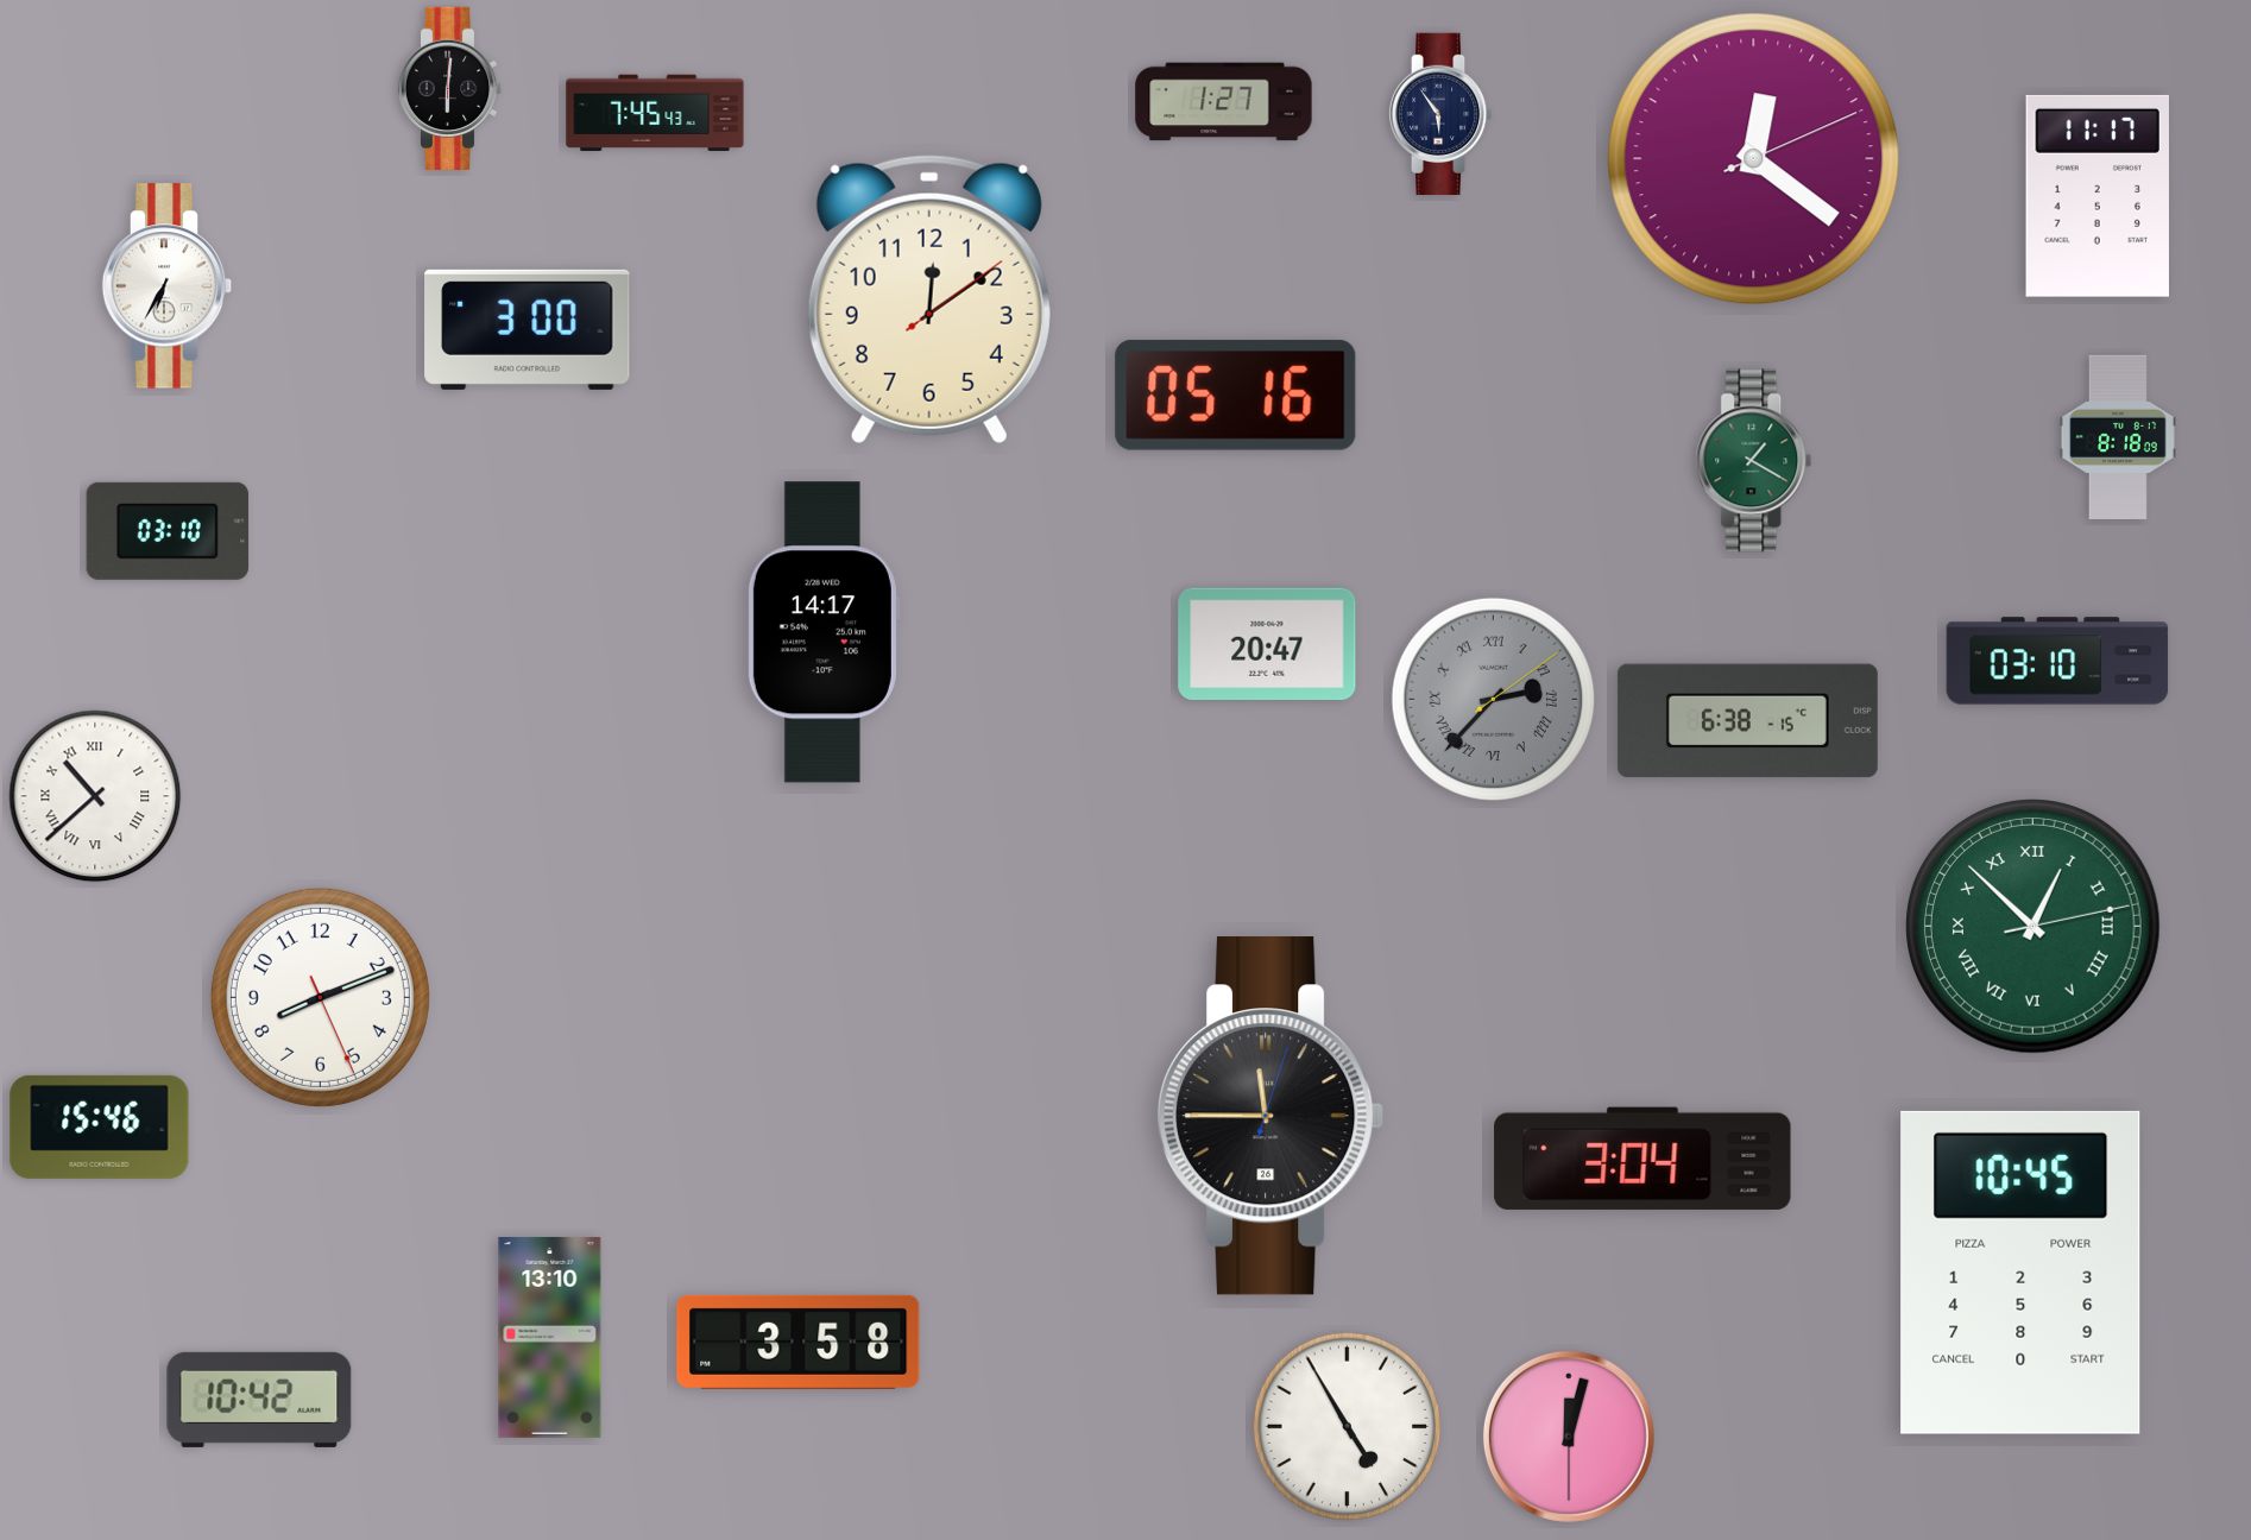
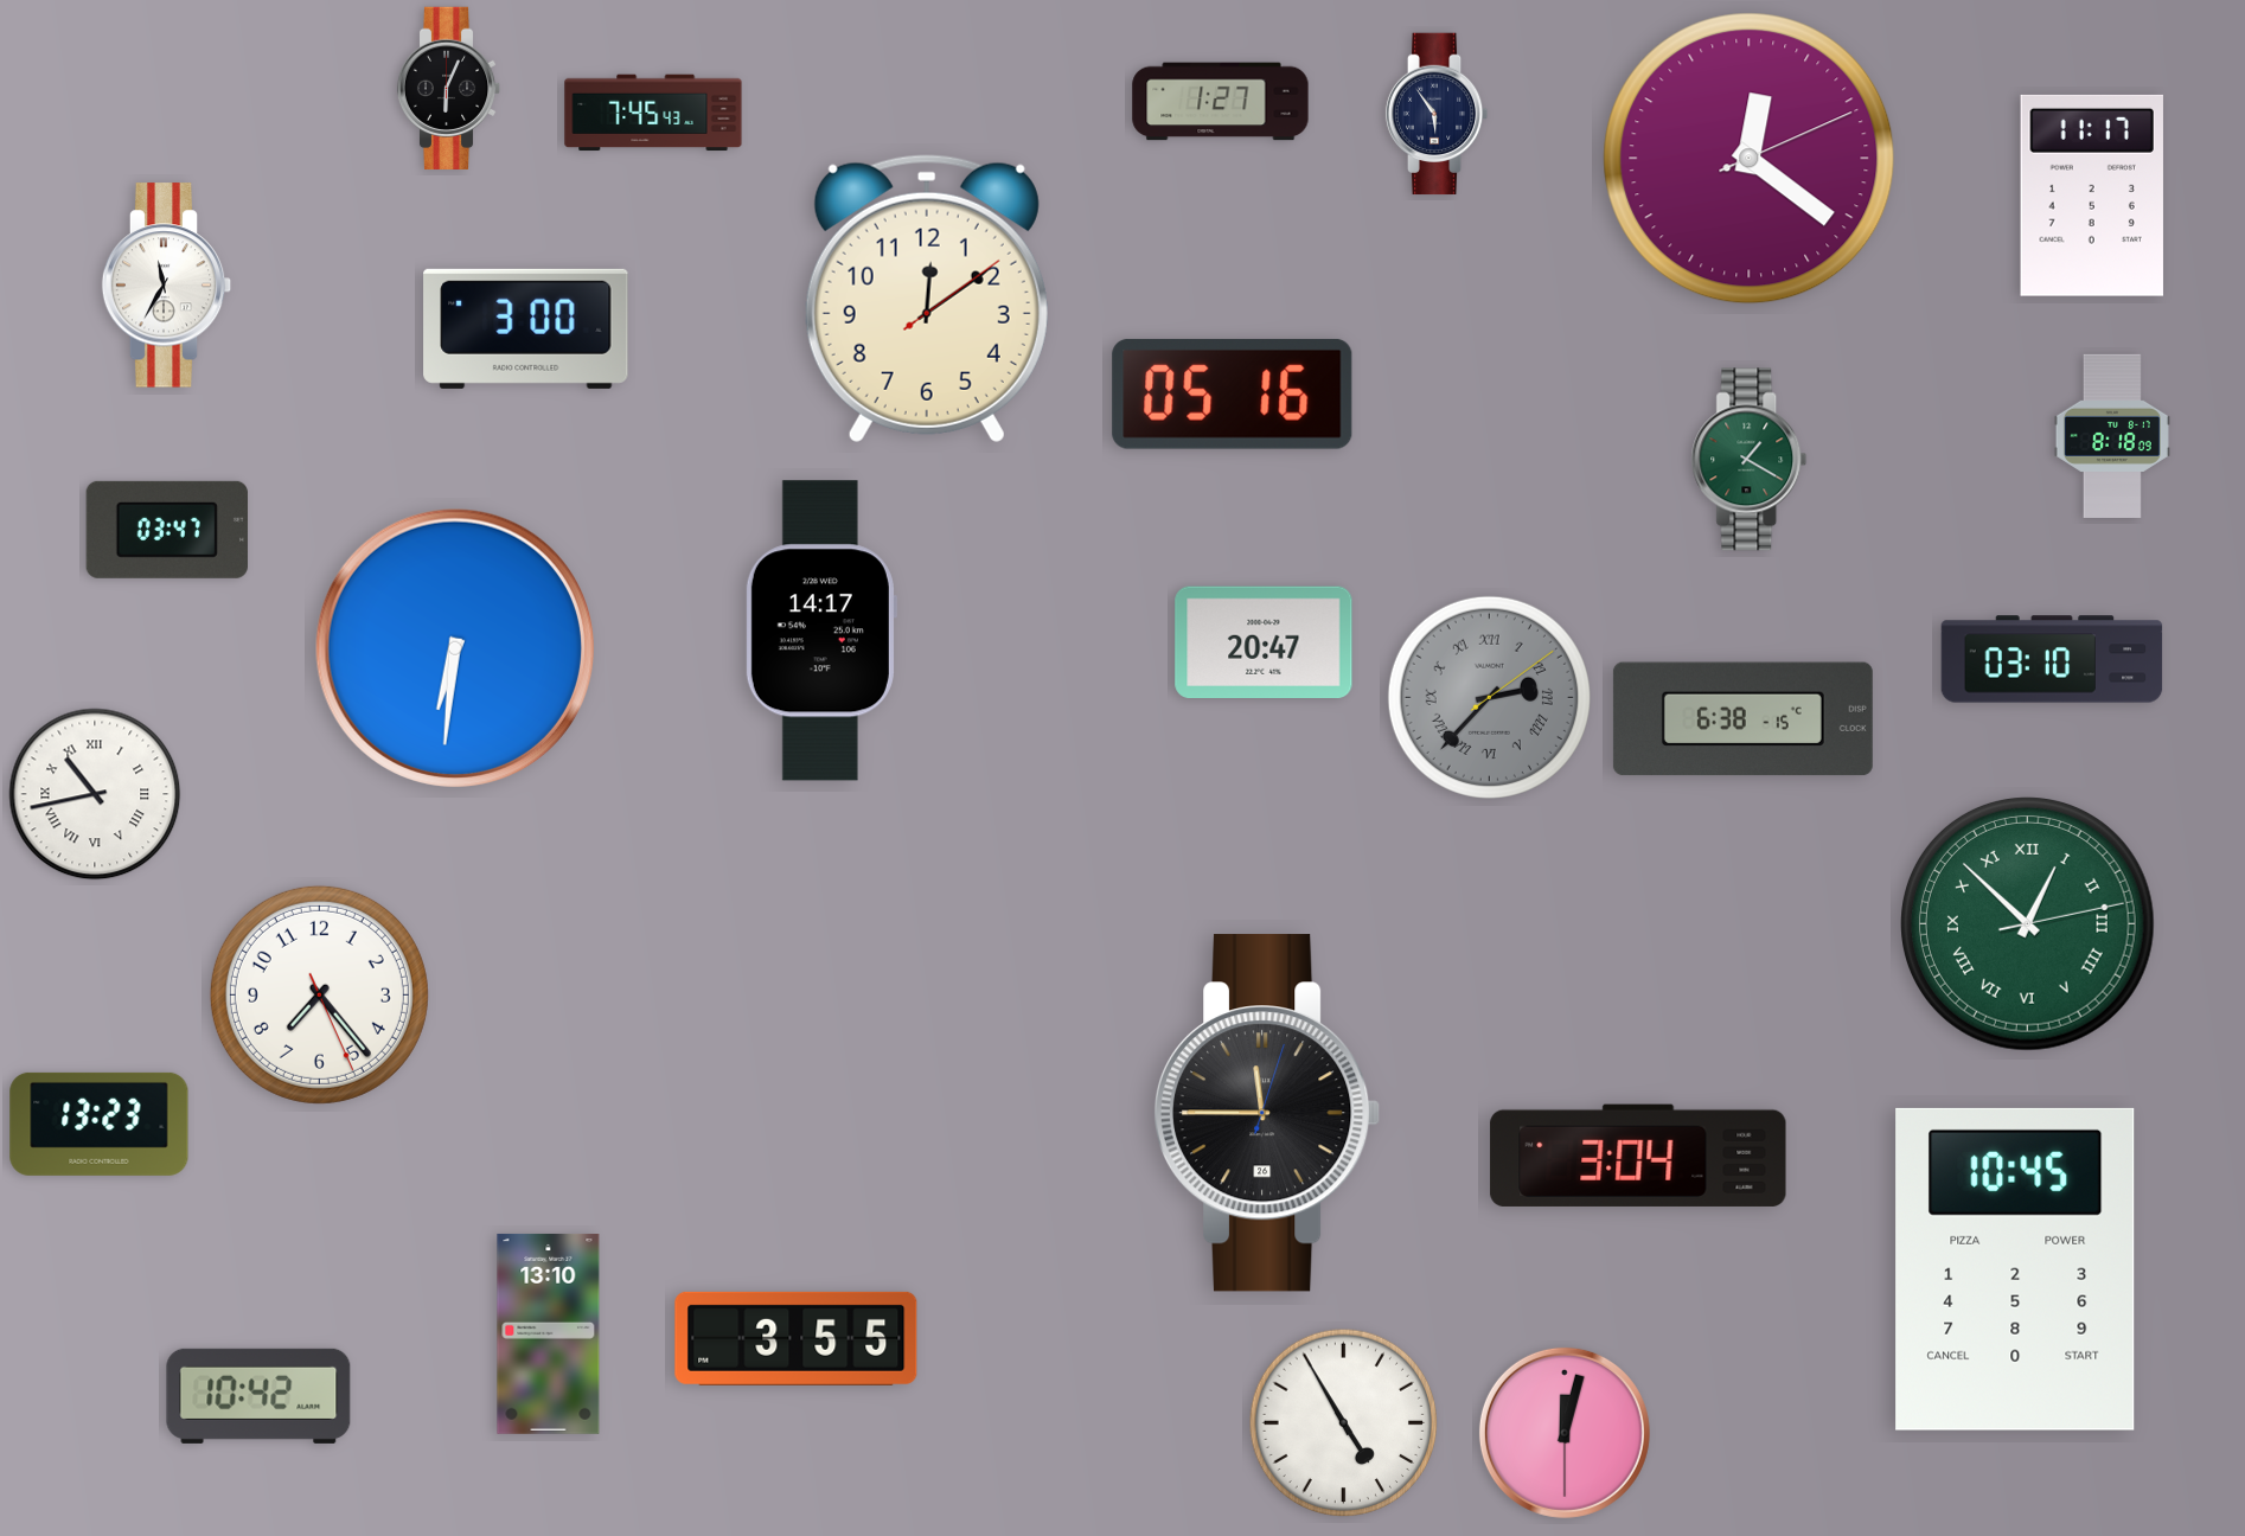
clock at (450, 88): 6:01 -> 6:04
clock at (168, 286): 6:35 -> 11:35
clock at (168, 531): 03:10 -> 03:47
clock at (455, 648): none -> 6:31
clock at (95, 796): 10:38 -> 10:43
clock at (320, 997): 8:11 -> 7:23
clock at (100, 1126): 15:46 -> 13:23
clock at (799, 1342): 3:58 -> 3:55
